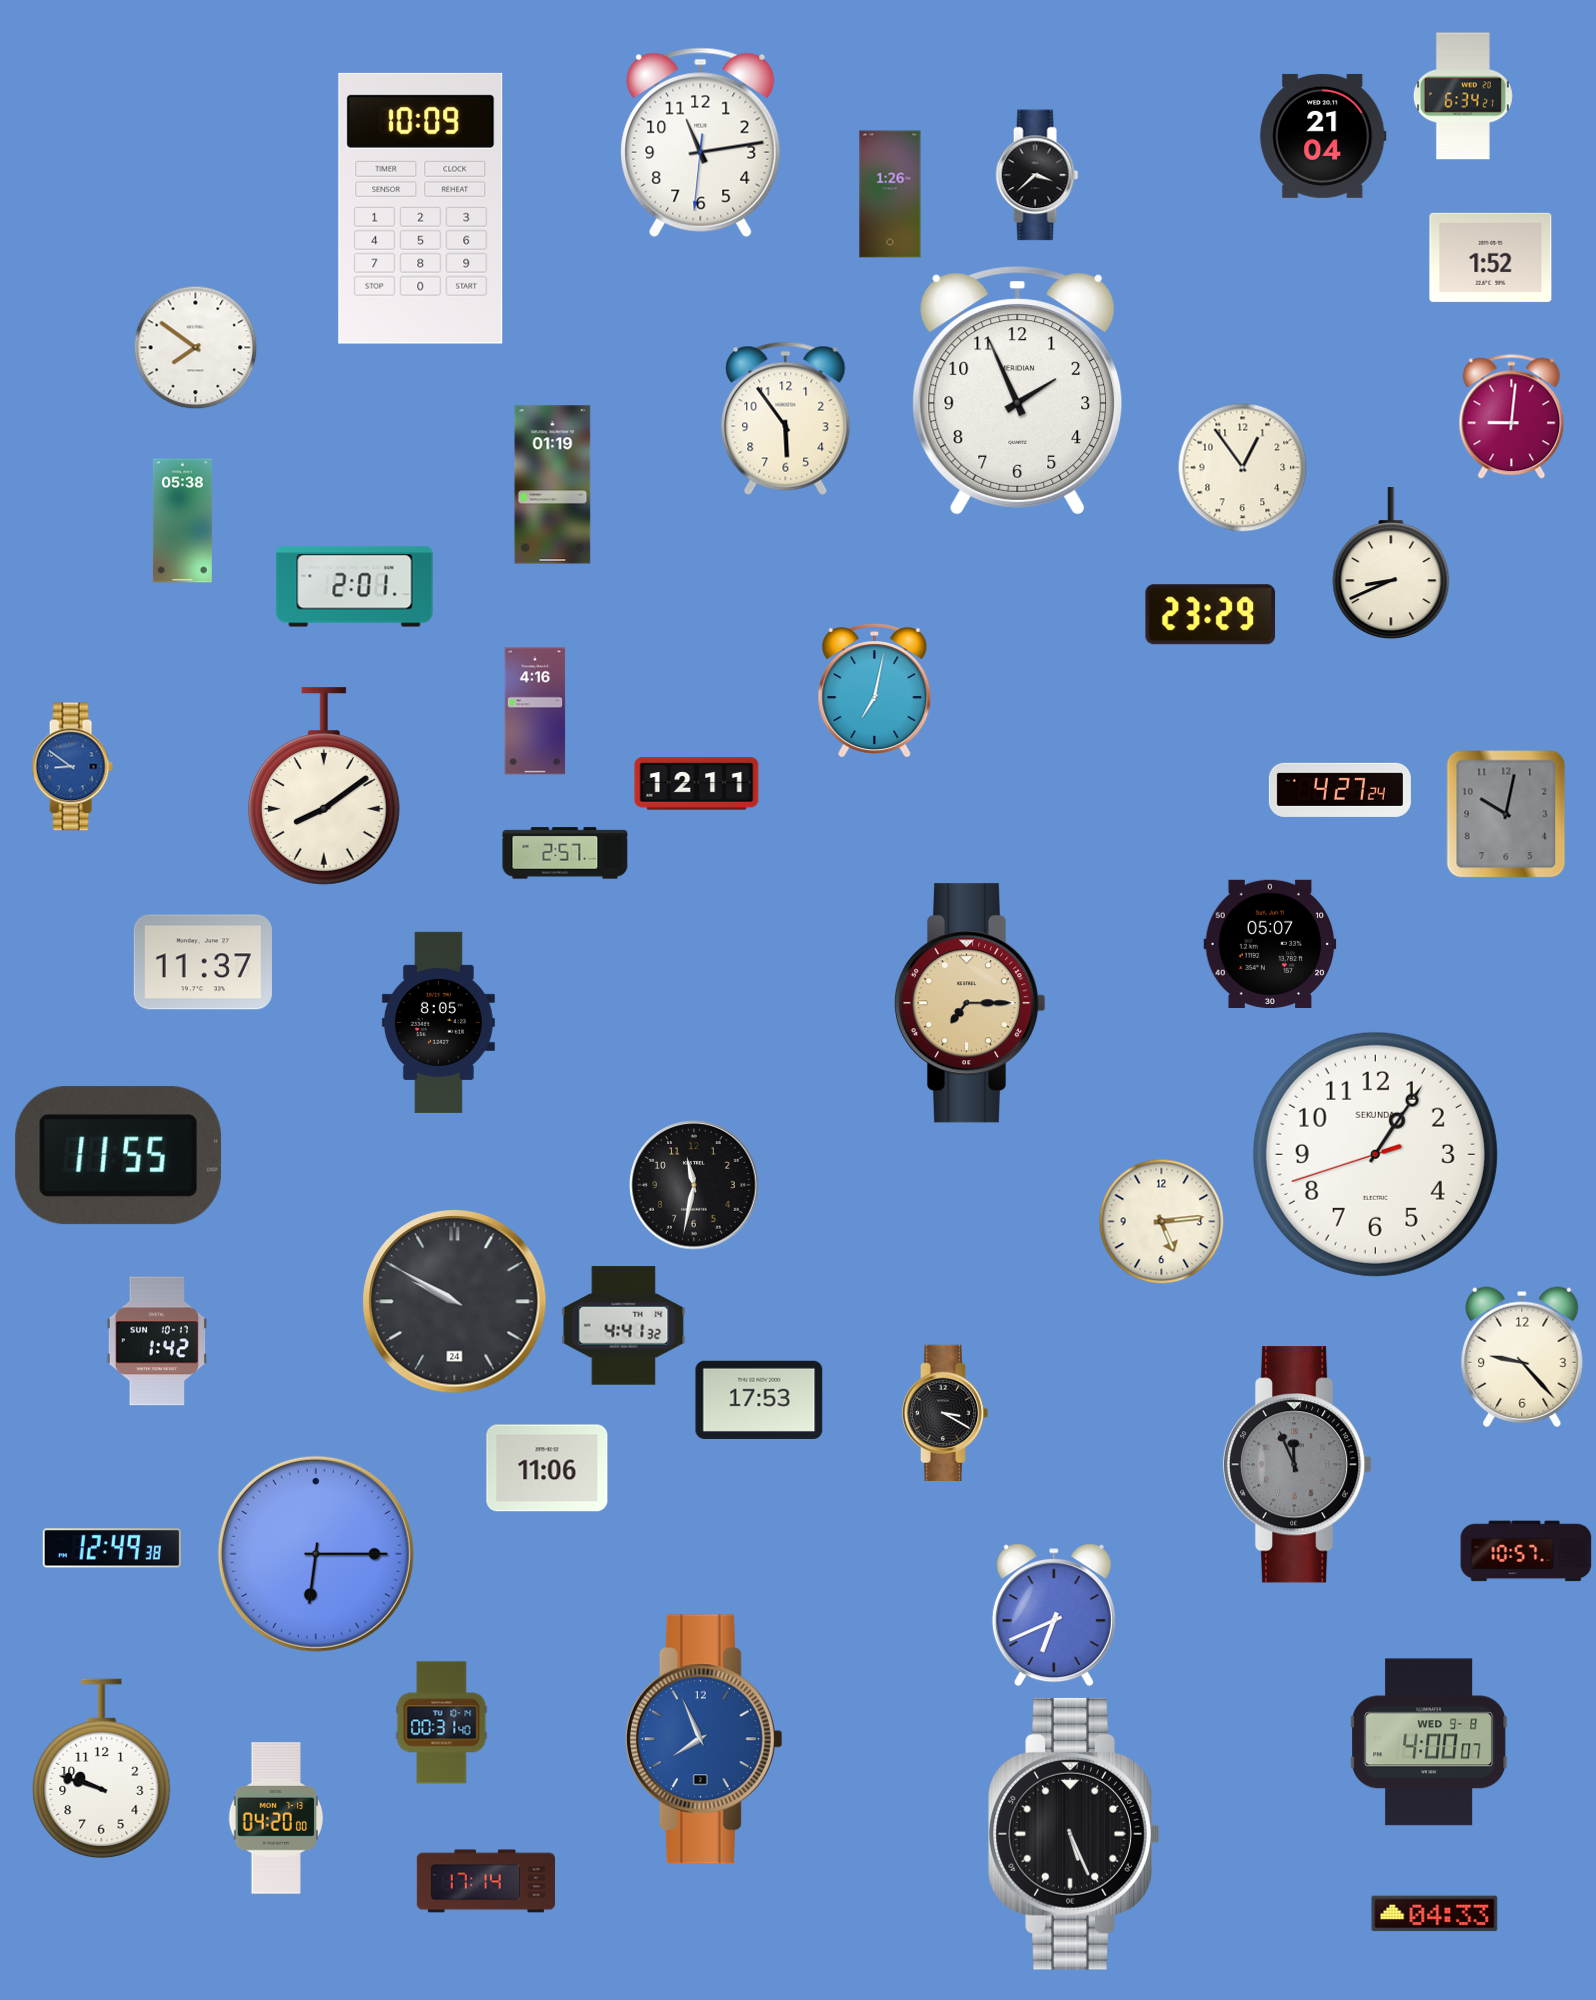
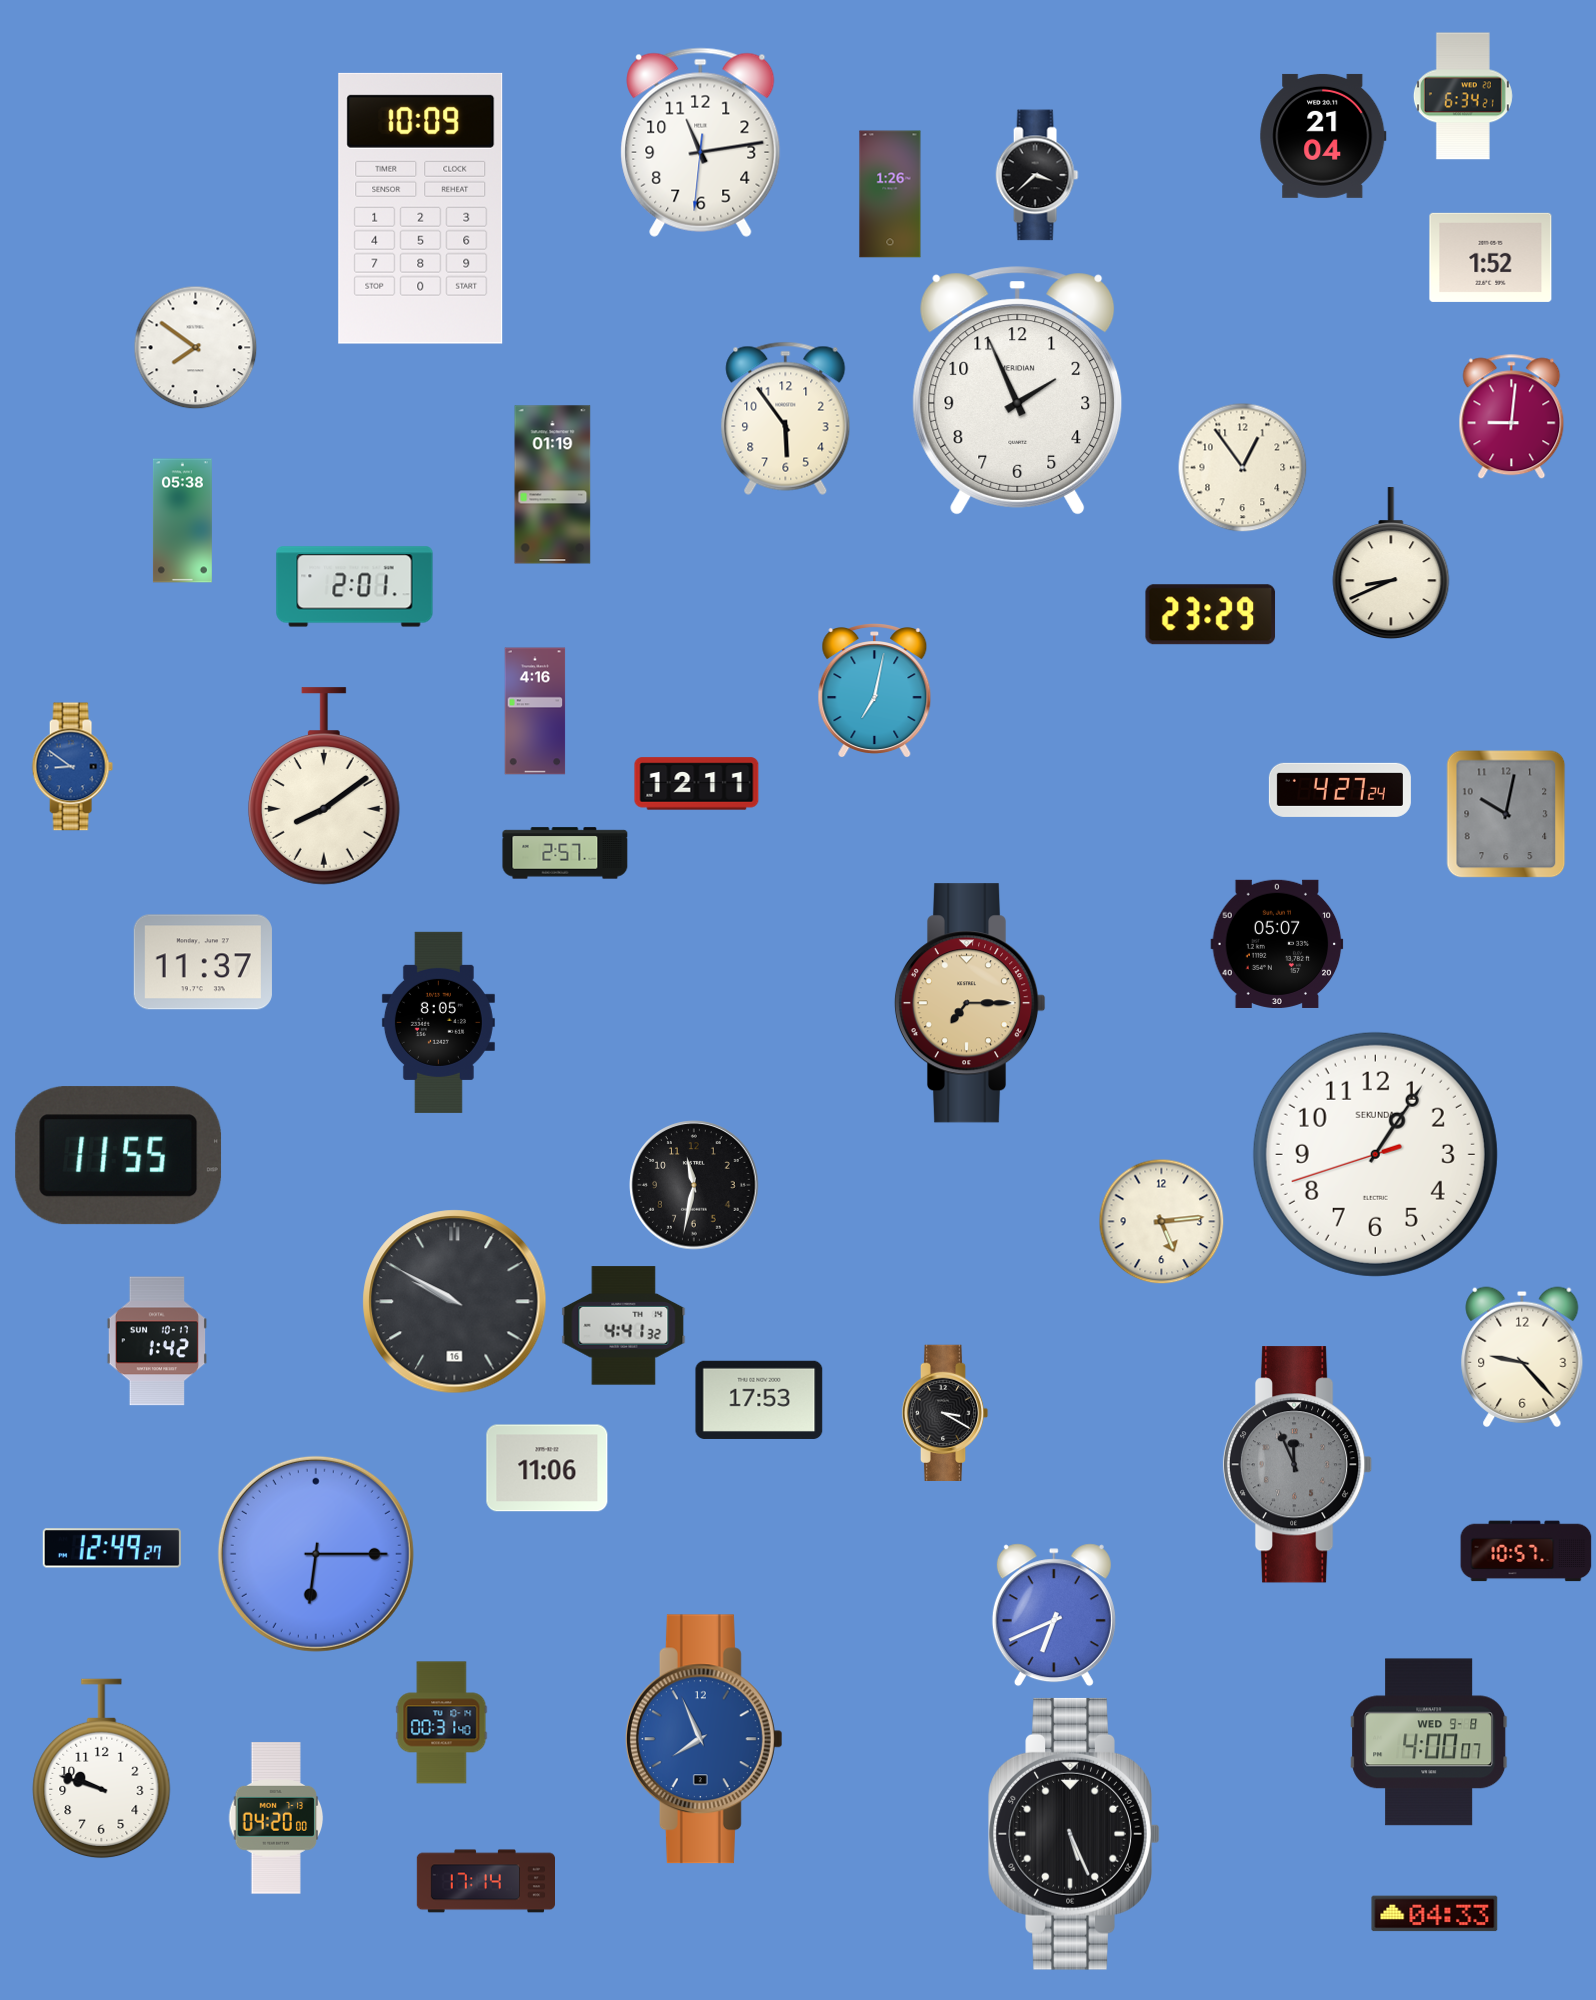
clock at (1270, 944) position: (1270, 944) -> (1277, 944)
clock at (455, 1302) date: 24 -> 16
clock at (112, 1548): 12:49:38 -> 12:49:27
